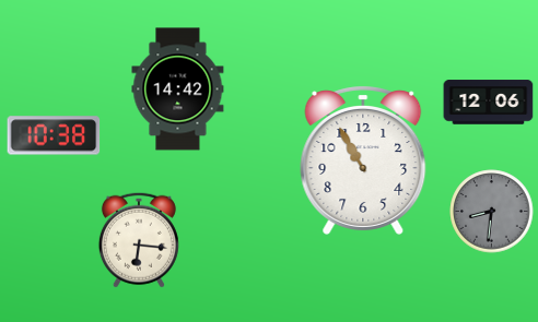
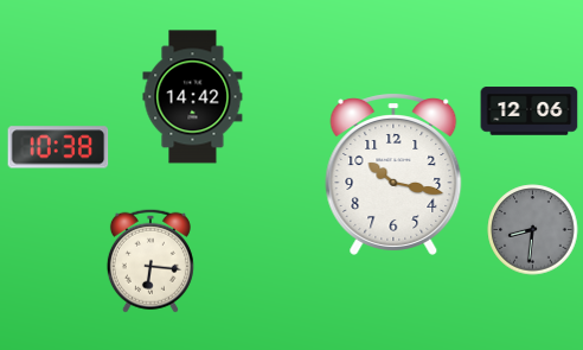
clock at (363, 160): 10:55 -> 10:17
